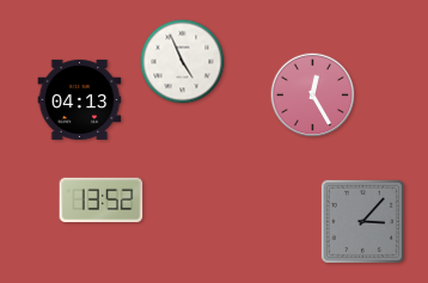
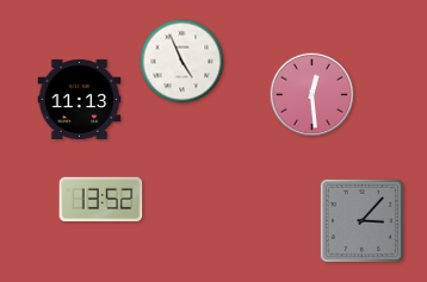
clock at (313, 96): 12:25 -> 12:29
clock at (80, 99): 04:13 -> 11:13
